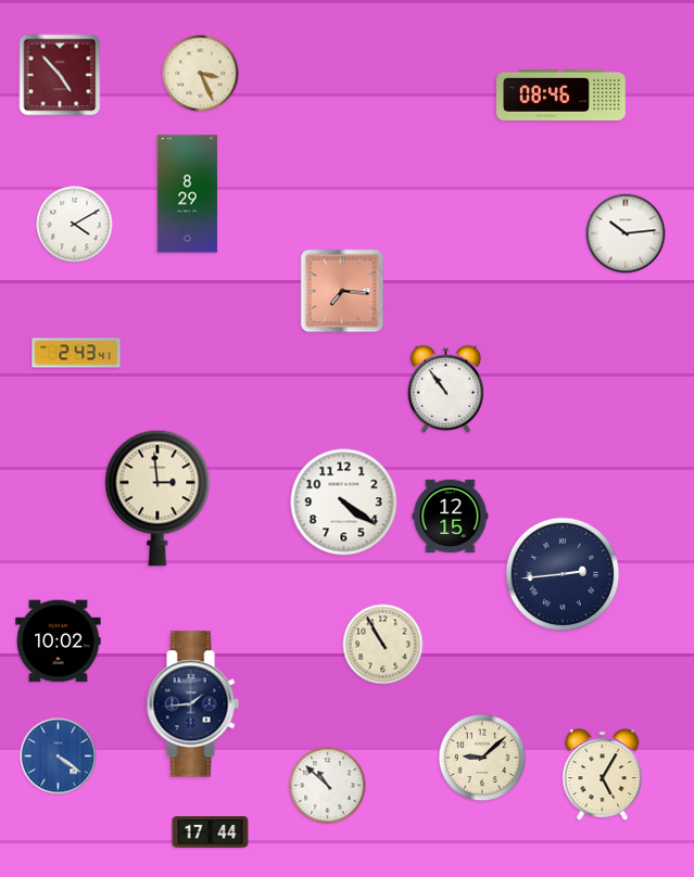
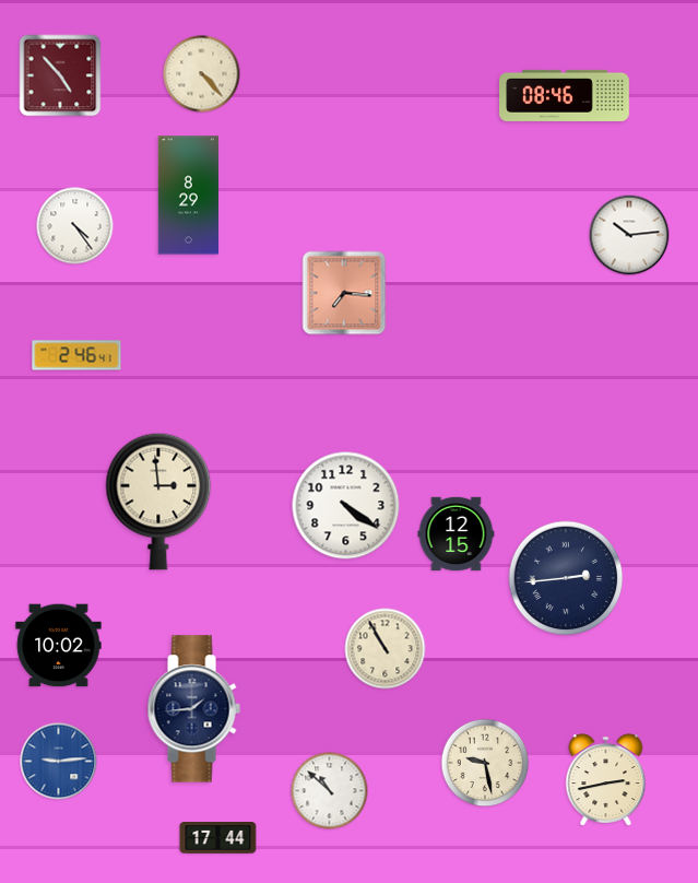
clock at (201, 74): 3:26 -> 4:23
clock at (75, 225): 4:10 -> 4:24
clock at (76, 353): 2:43 -> 2:46
clock at (445, 389): 10:54 -> none
clock at (451, 517) position: (451, 517) -> (457, 534)
clock at (59, 757): 4:21 -> 9:14
clock at (482, 758): 9:08 -> 9:28
clock at (603, 775): 5:05 -> 2:43
clock at (211, 832) position: (211, 832) -> (218, 838)
